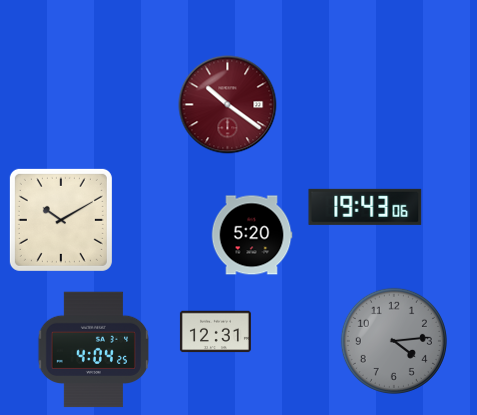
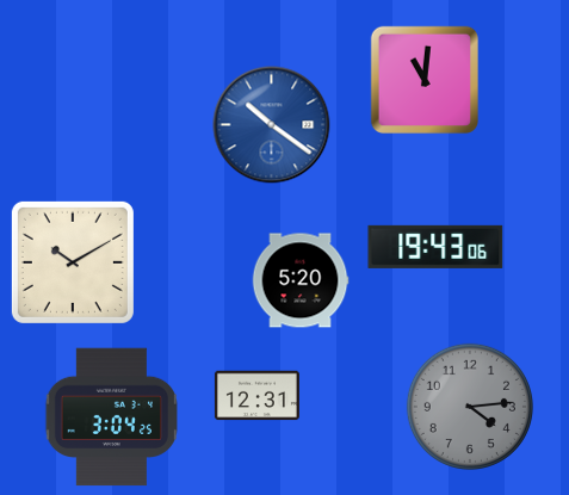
clock at (425, 80): none -> 11:01
clock at (228, 105) dial: burgundy -> blue
clock at (93, 350): 4:04 -> 3:04
